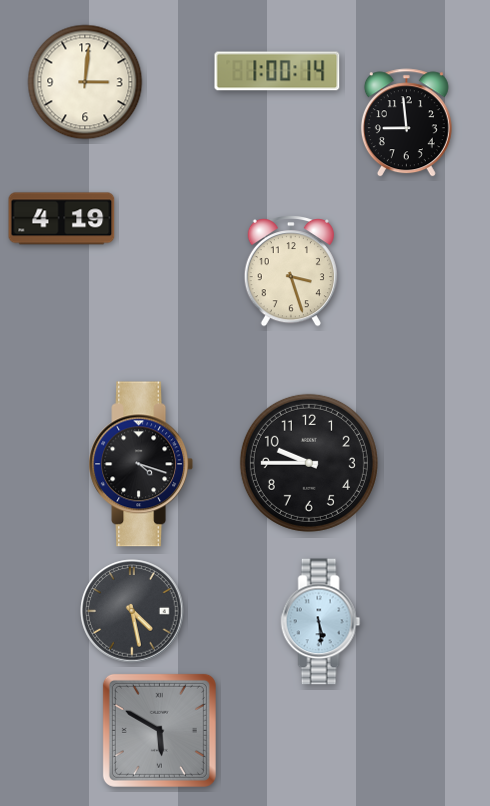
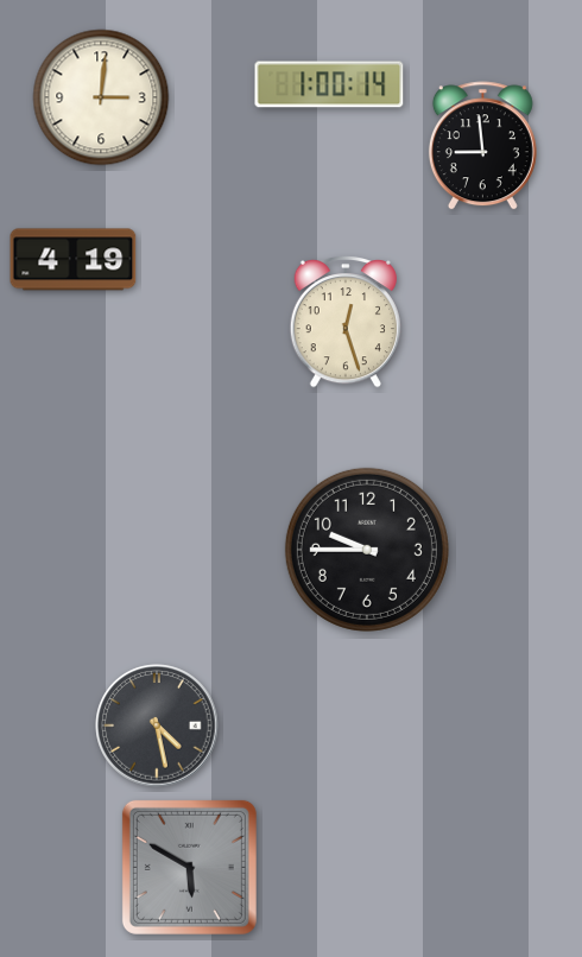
clock at (291, 272): 3:27 -> 12:27
clock at (141, 464): 4:18 -> none
clock at (321, 622): 5:29 -> none
